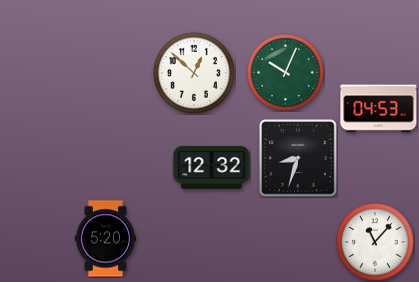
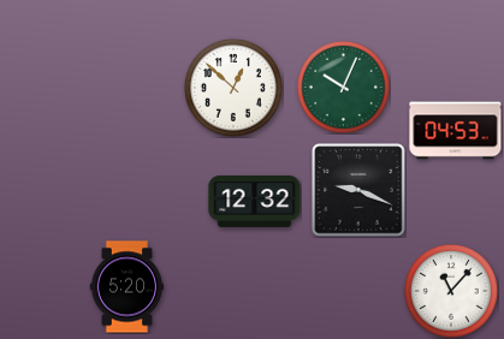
clock at (298, 158): 8:33 -> 9:19
